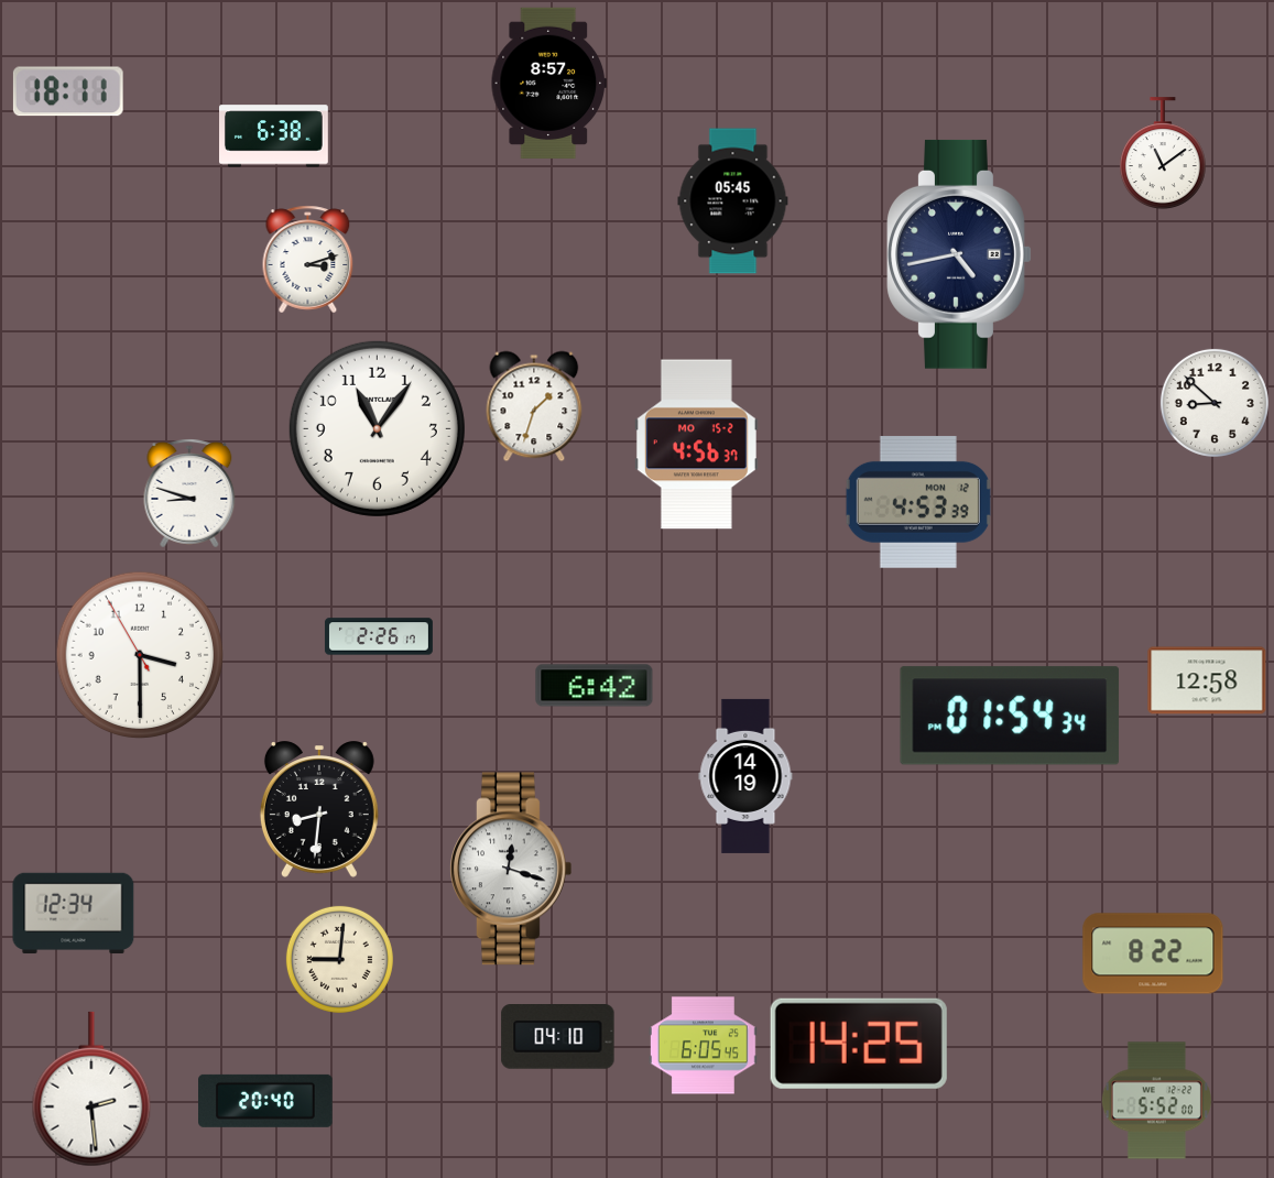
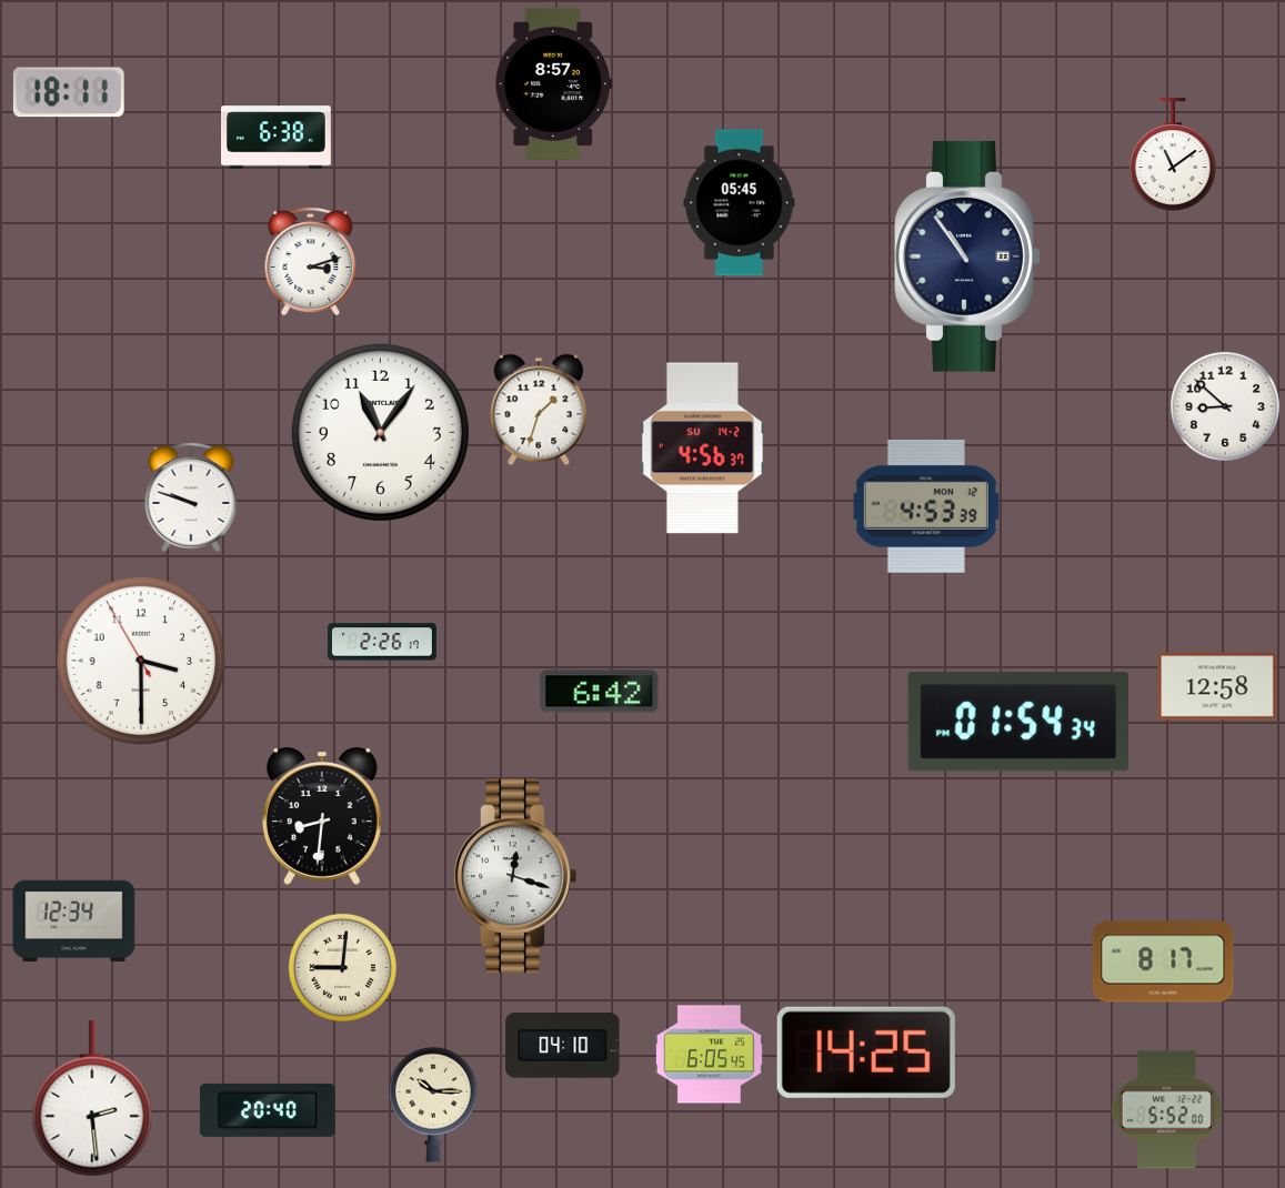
clock at (959, 254): 4:43 -> 10:54
clock at (696, 445) date: MO 15-2 -> SU 14-2
clock at (189, 493): 8:48 -> 9:48
clock at (745, 776): 14:19 -> none
clock at (1153, 953): 8:22 -> 8:17
clock at (433, 1105): none -> 10:15
